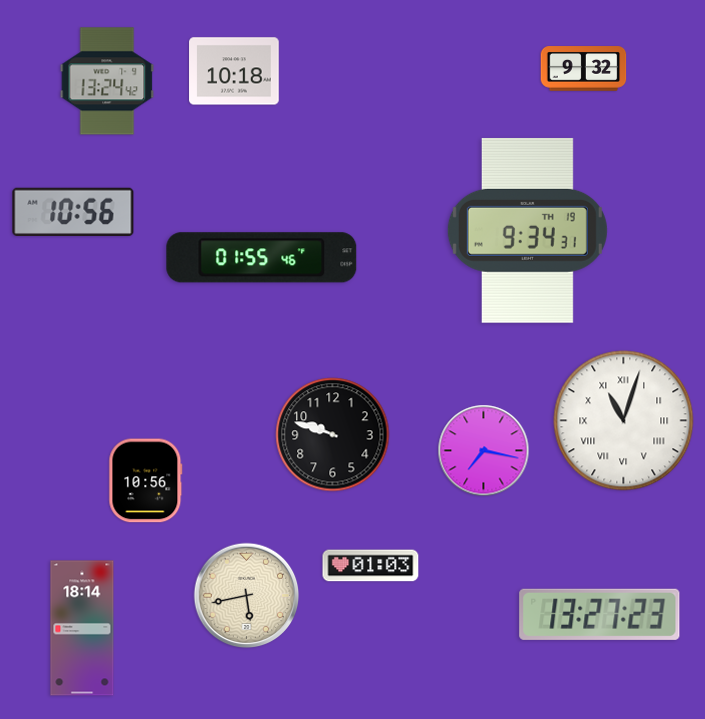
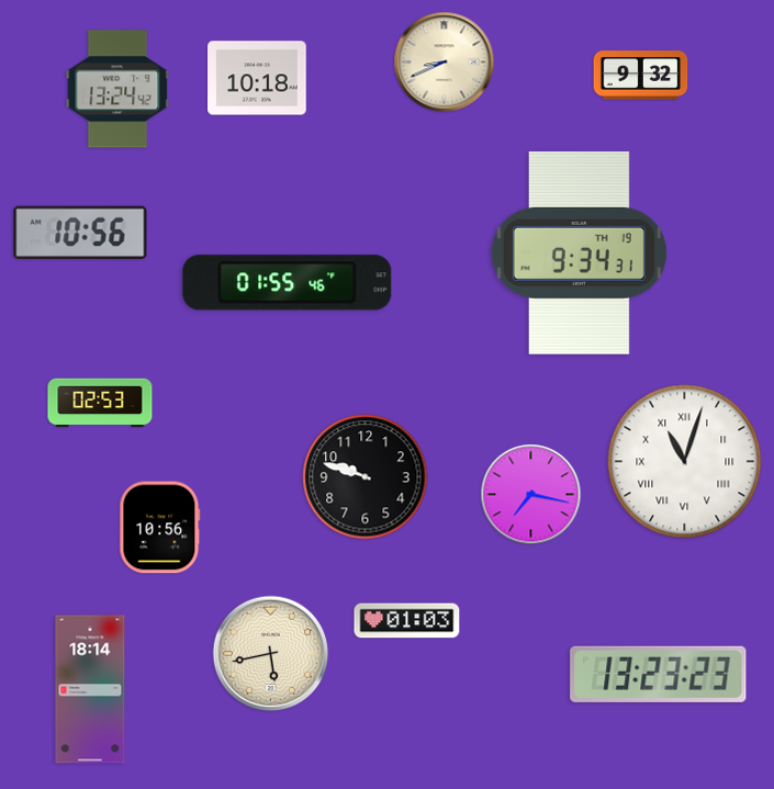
clock at (445, 63): none -> 8:41
clock at (100, 403): none -> 02:53
clock at (600, 614): 13:27 -> 13:23
